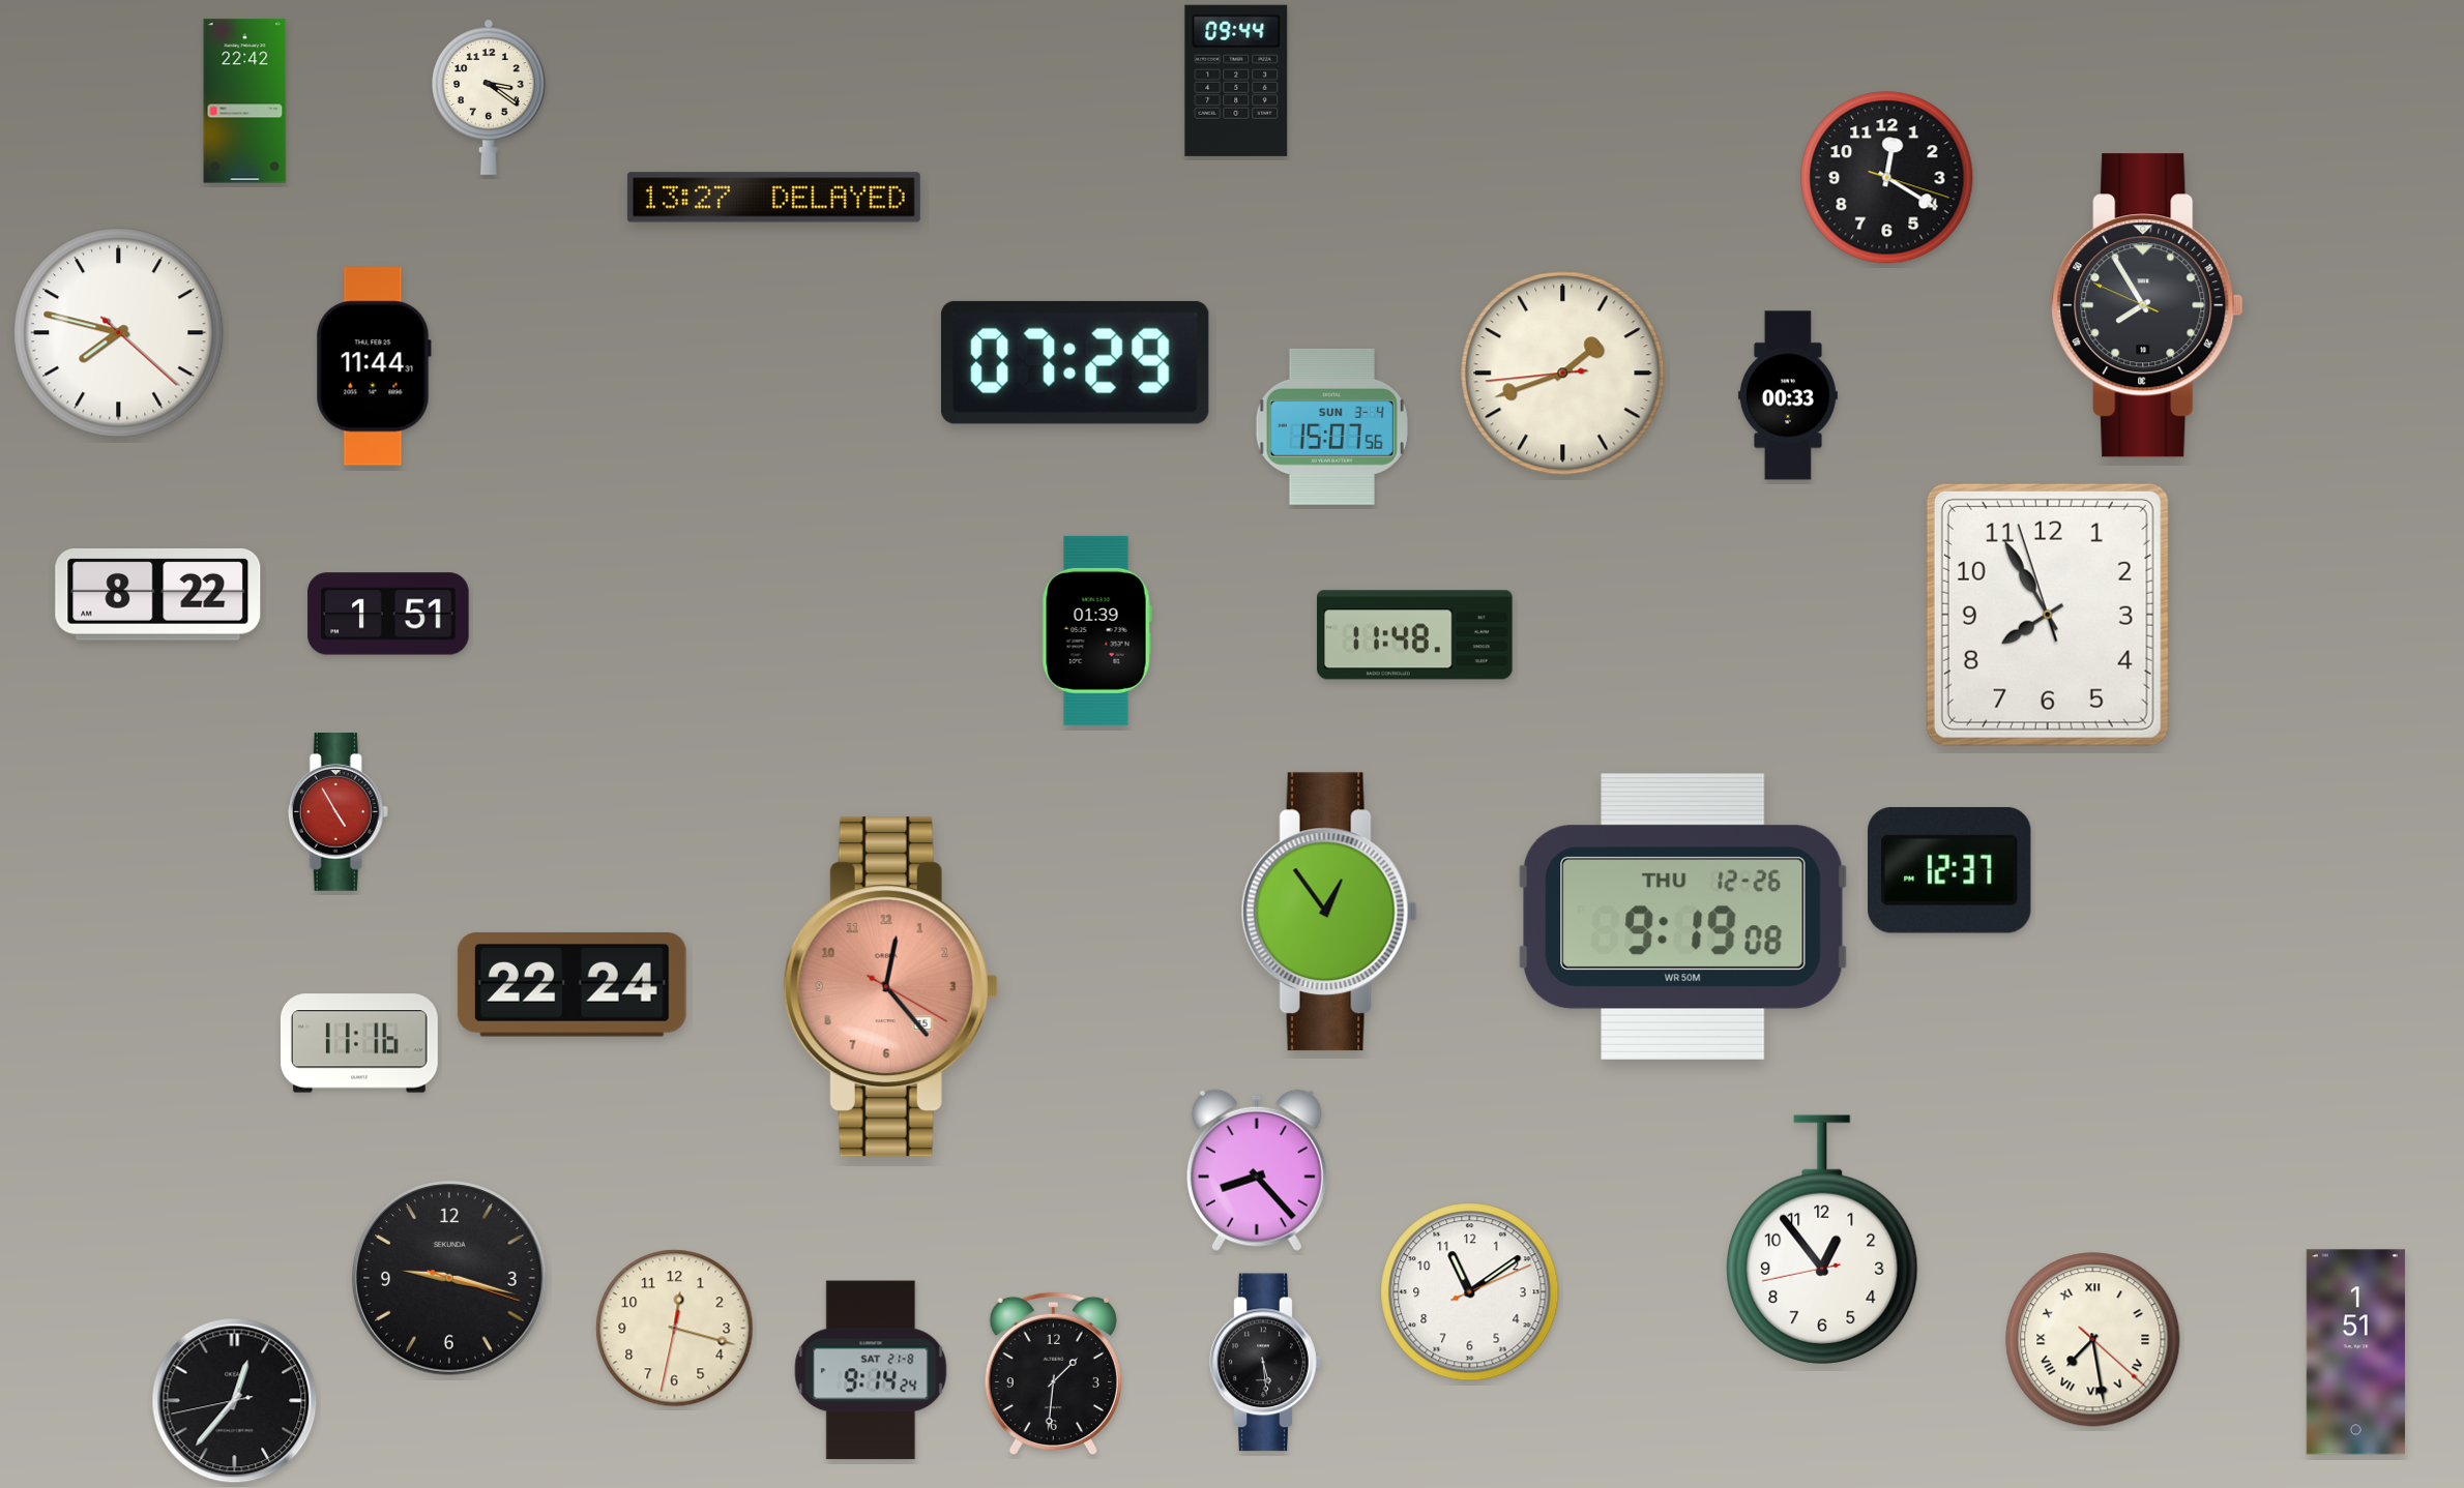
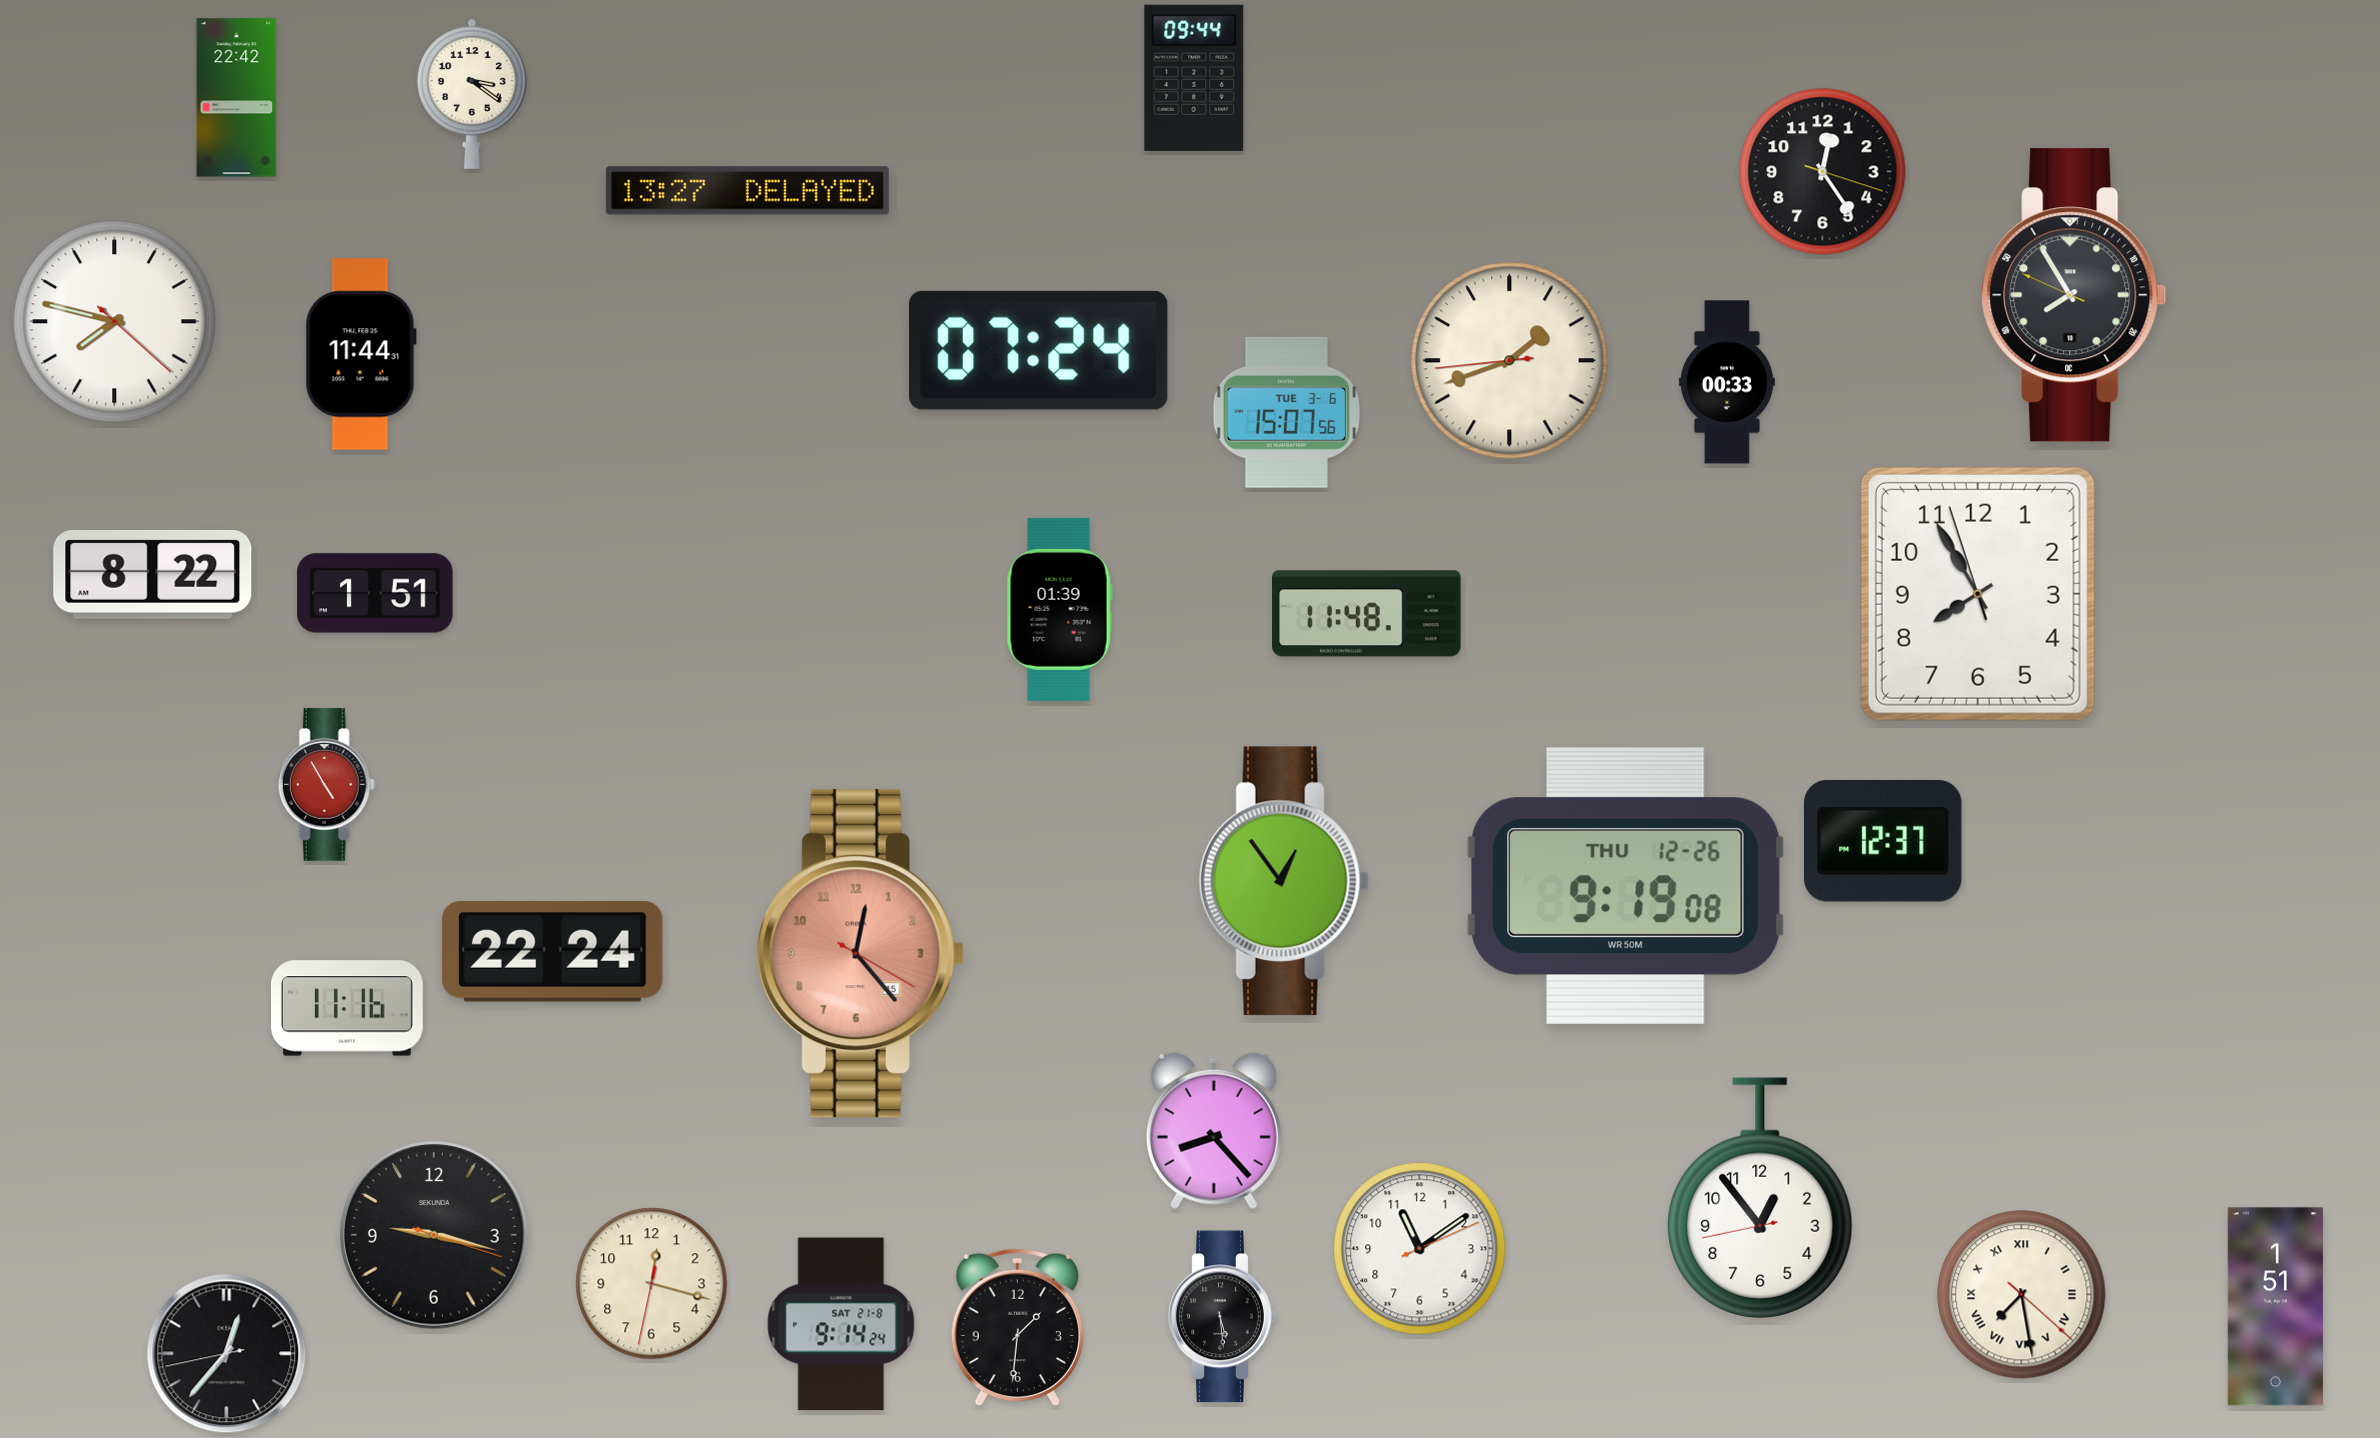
clock at (1887, 178): 12:20 -> 12:24
clock at (1076, 362): 07:29 -> 07:24
clock at (1331, 426) date: SUN 3-4 -> TUE 3-6
